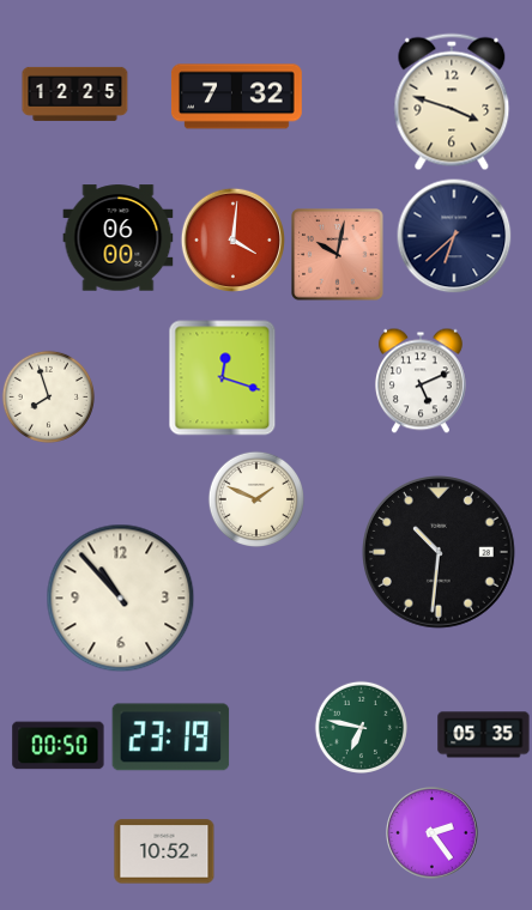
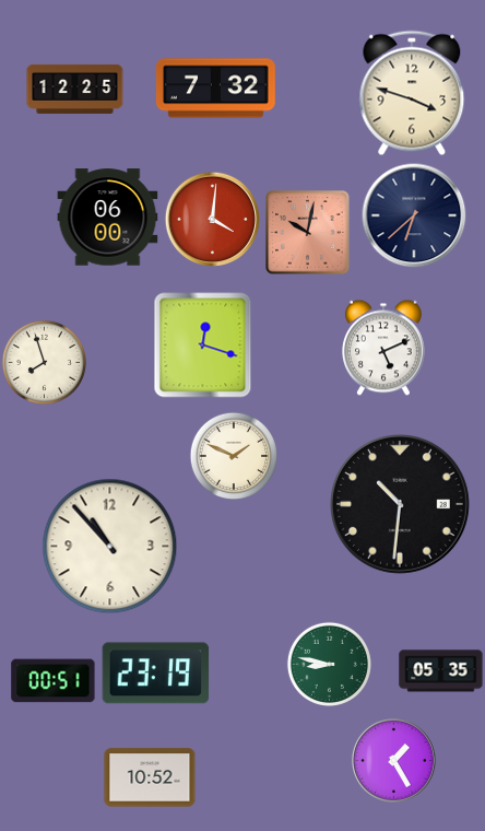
clock at (75, 93) position: (75, 93) -> (75, 89)
clock at (361, 727): 6:47 -> 8:47
clock at (59, 746): 00:50 -> 00:51
clock at (433, 833): 2:24 -> 1:25
